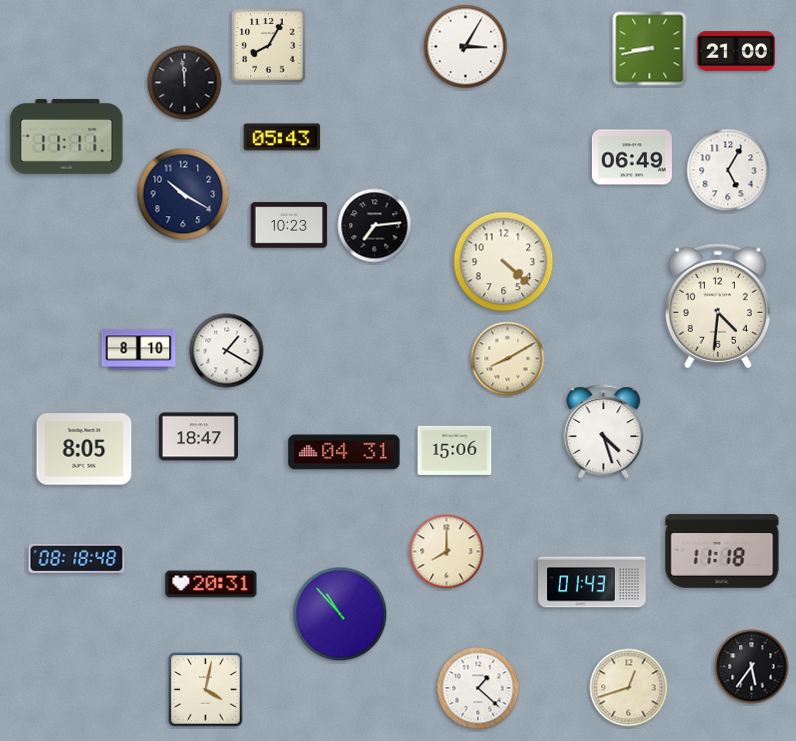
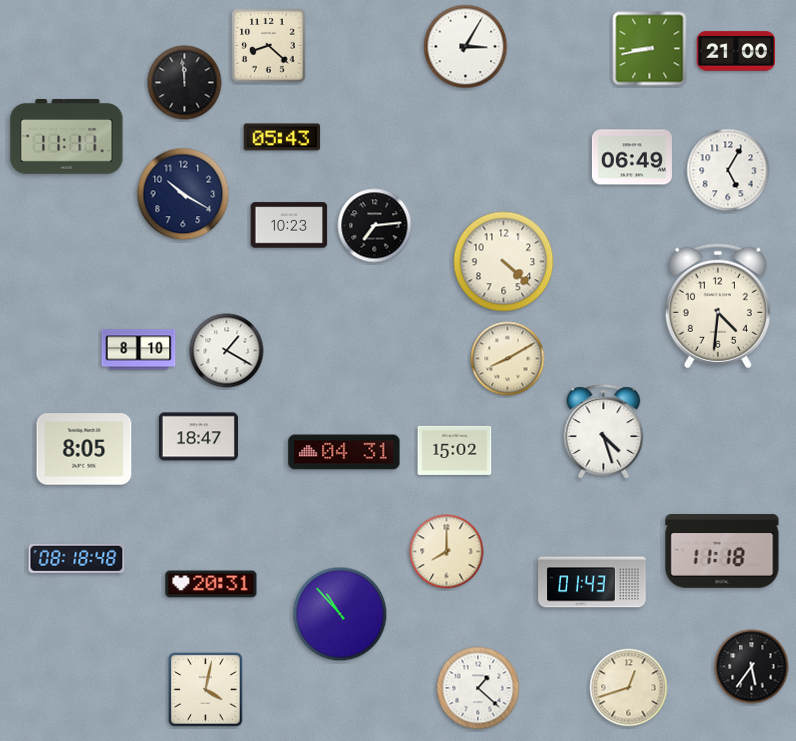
clock at (269, 46): 8:05 -> 8:22
clock at (455, 450): 15:06 -> 15:02
